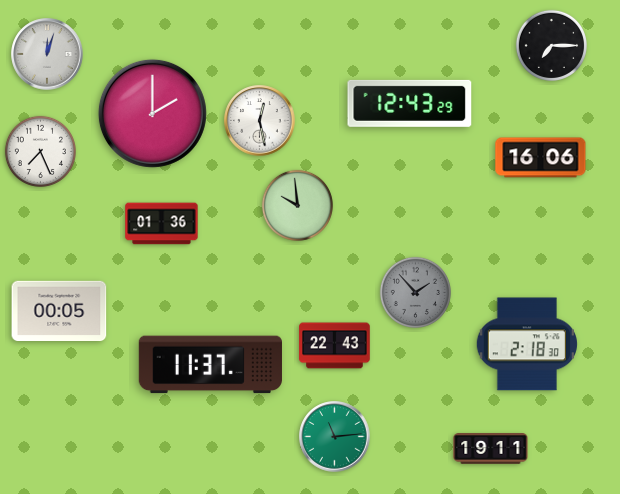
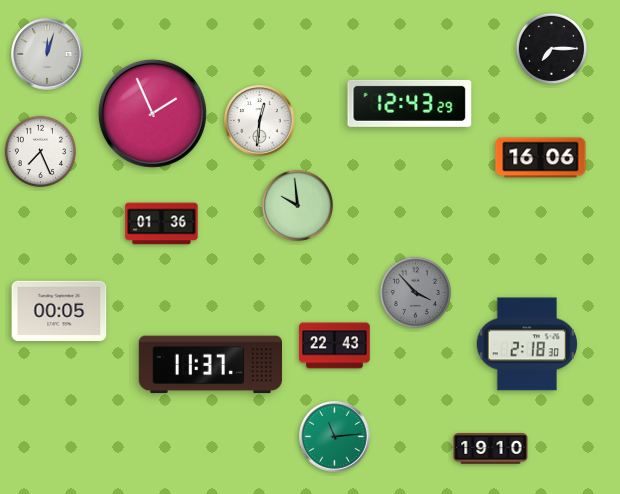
clock at (551, 45) position: (551, 45) -> (551, 48)
clock at (152, 113): 2:00 -> 1:56
clock at (260, 121): 12:28 -> 12:31
clock at (415, 292): 1:53 -> 3:53
clock at (491, 449): 19:11 -> 19:10
